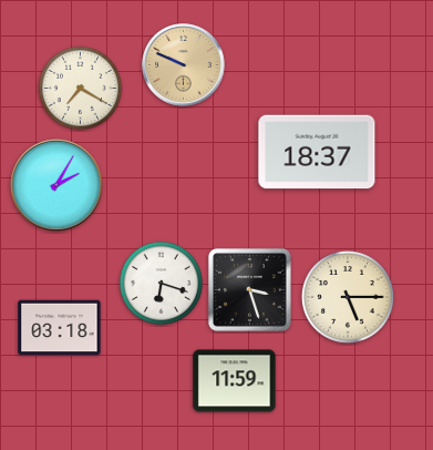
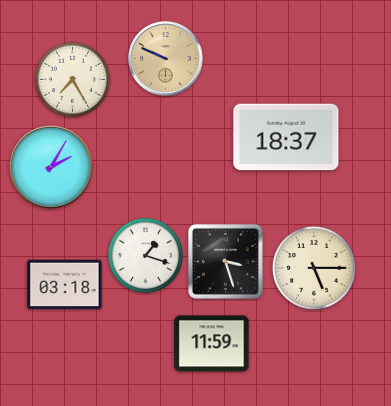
clock at (80, 88): 7:20 -> 7:25
clock at (161, 283): 6:18 -> 1:18
clock at (60, 328) position: (60, 328) -> (65, 285)
